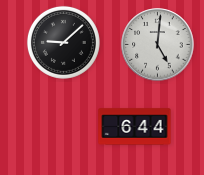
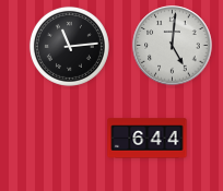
clock at (63, 42): 9:08 -> 11:14
clock at (158, 45) position: (158, 45) -> (173, 46)
